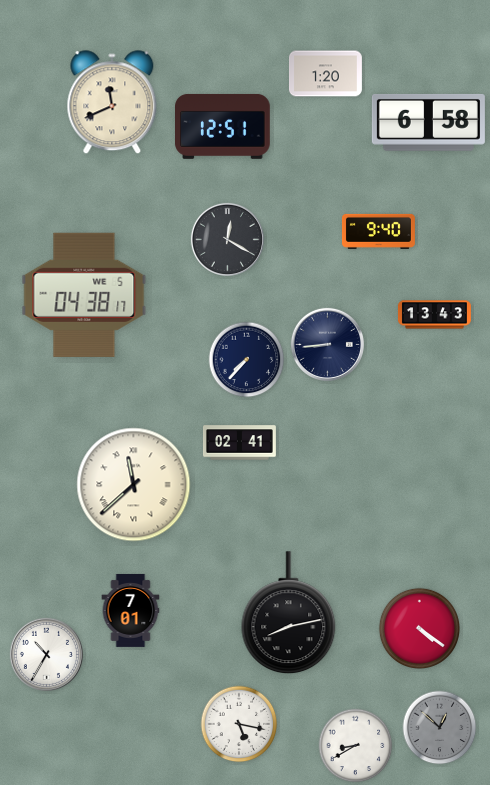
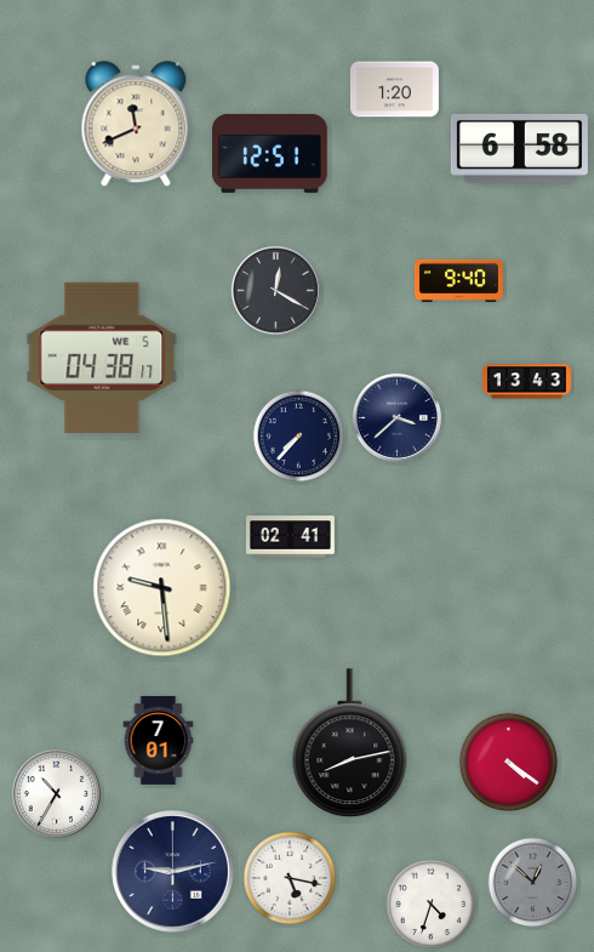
clock at (327, 344): 8:44 -> 3:38
clock at (134, 485): 11:38 -> 9:29
clock at (173, 872): none -> 9:13
clock at (356, 746): 8:40 -> 4:33
